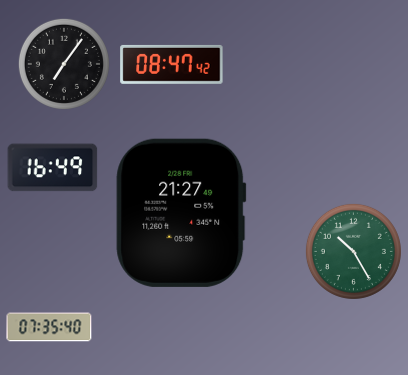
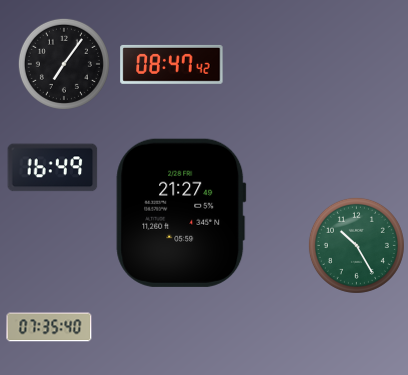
clock at (353, 251) position: (353, 251) -> (356, 245)
